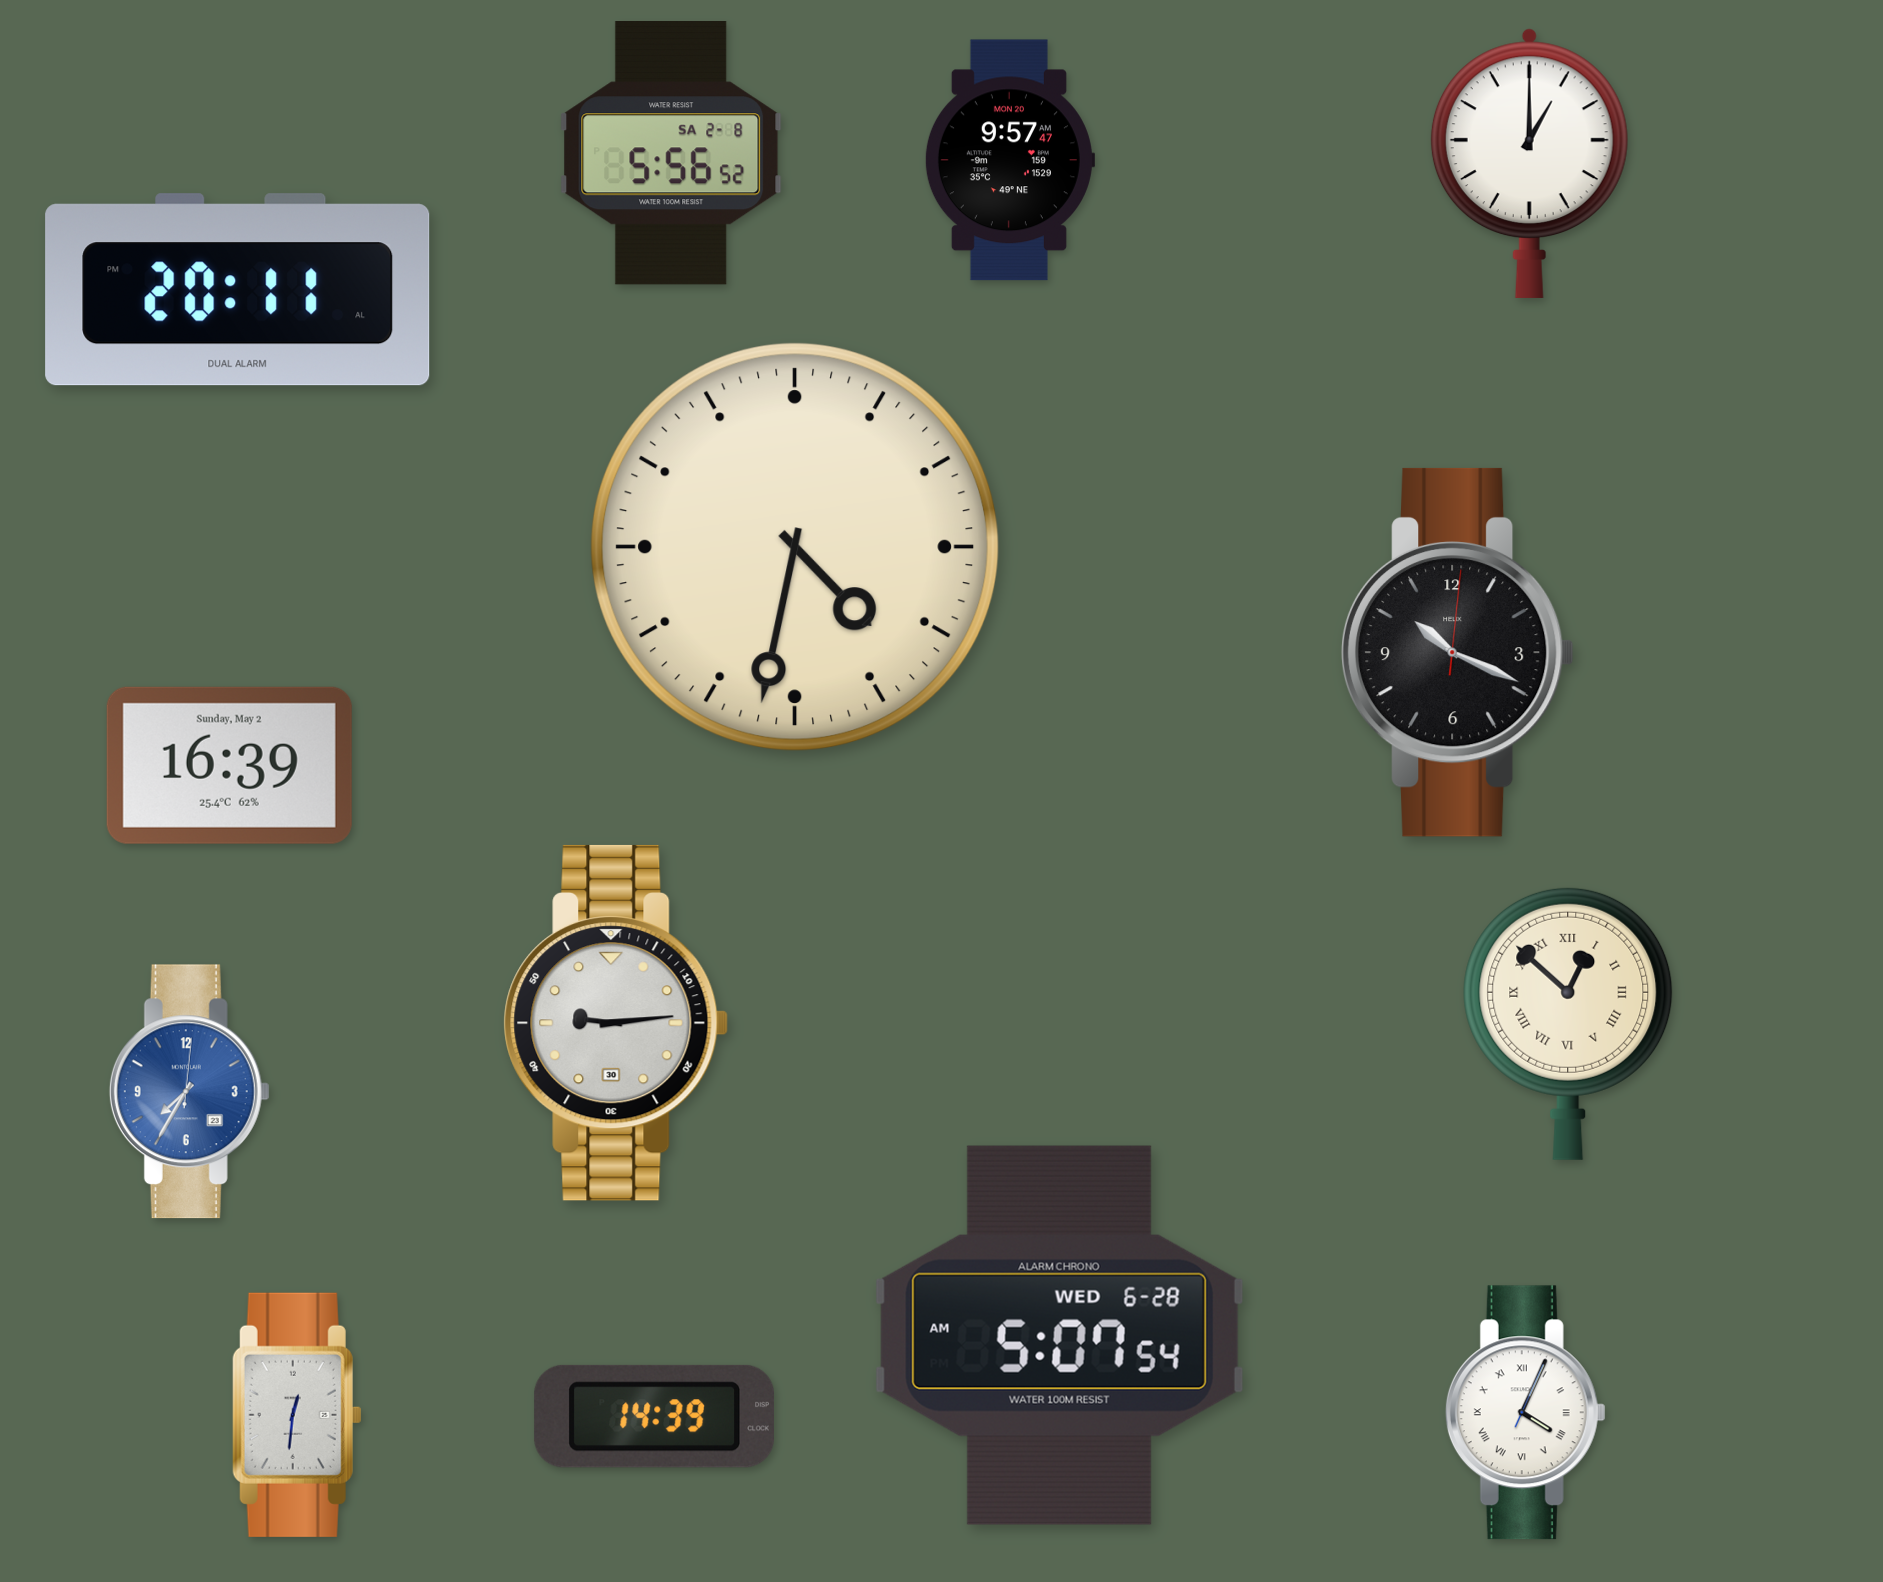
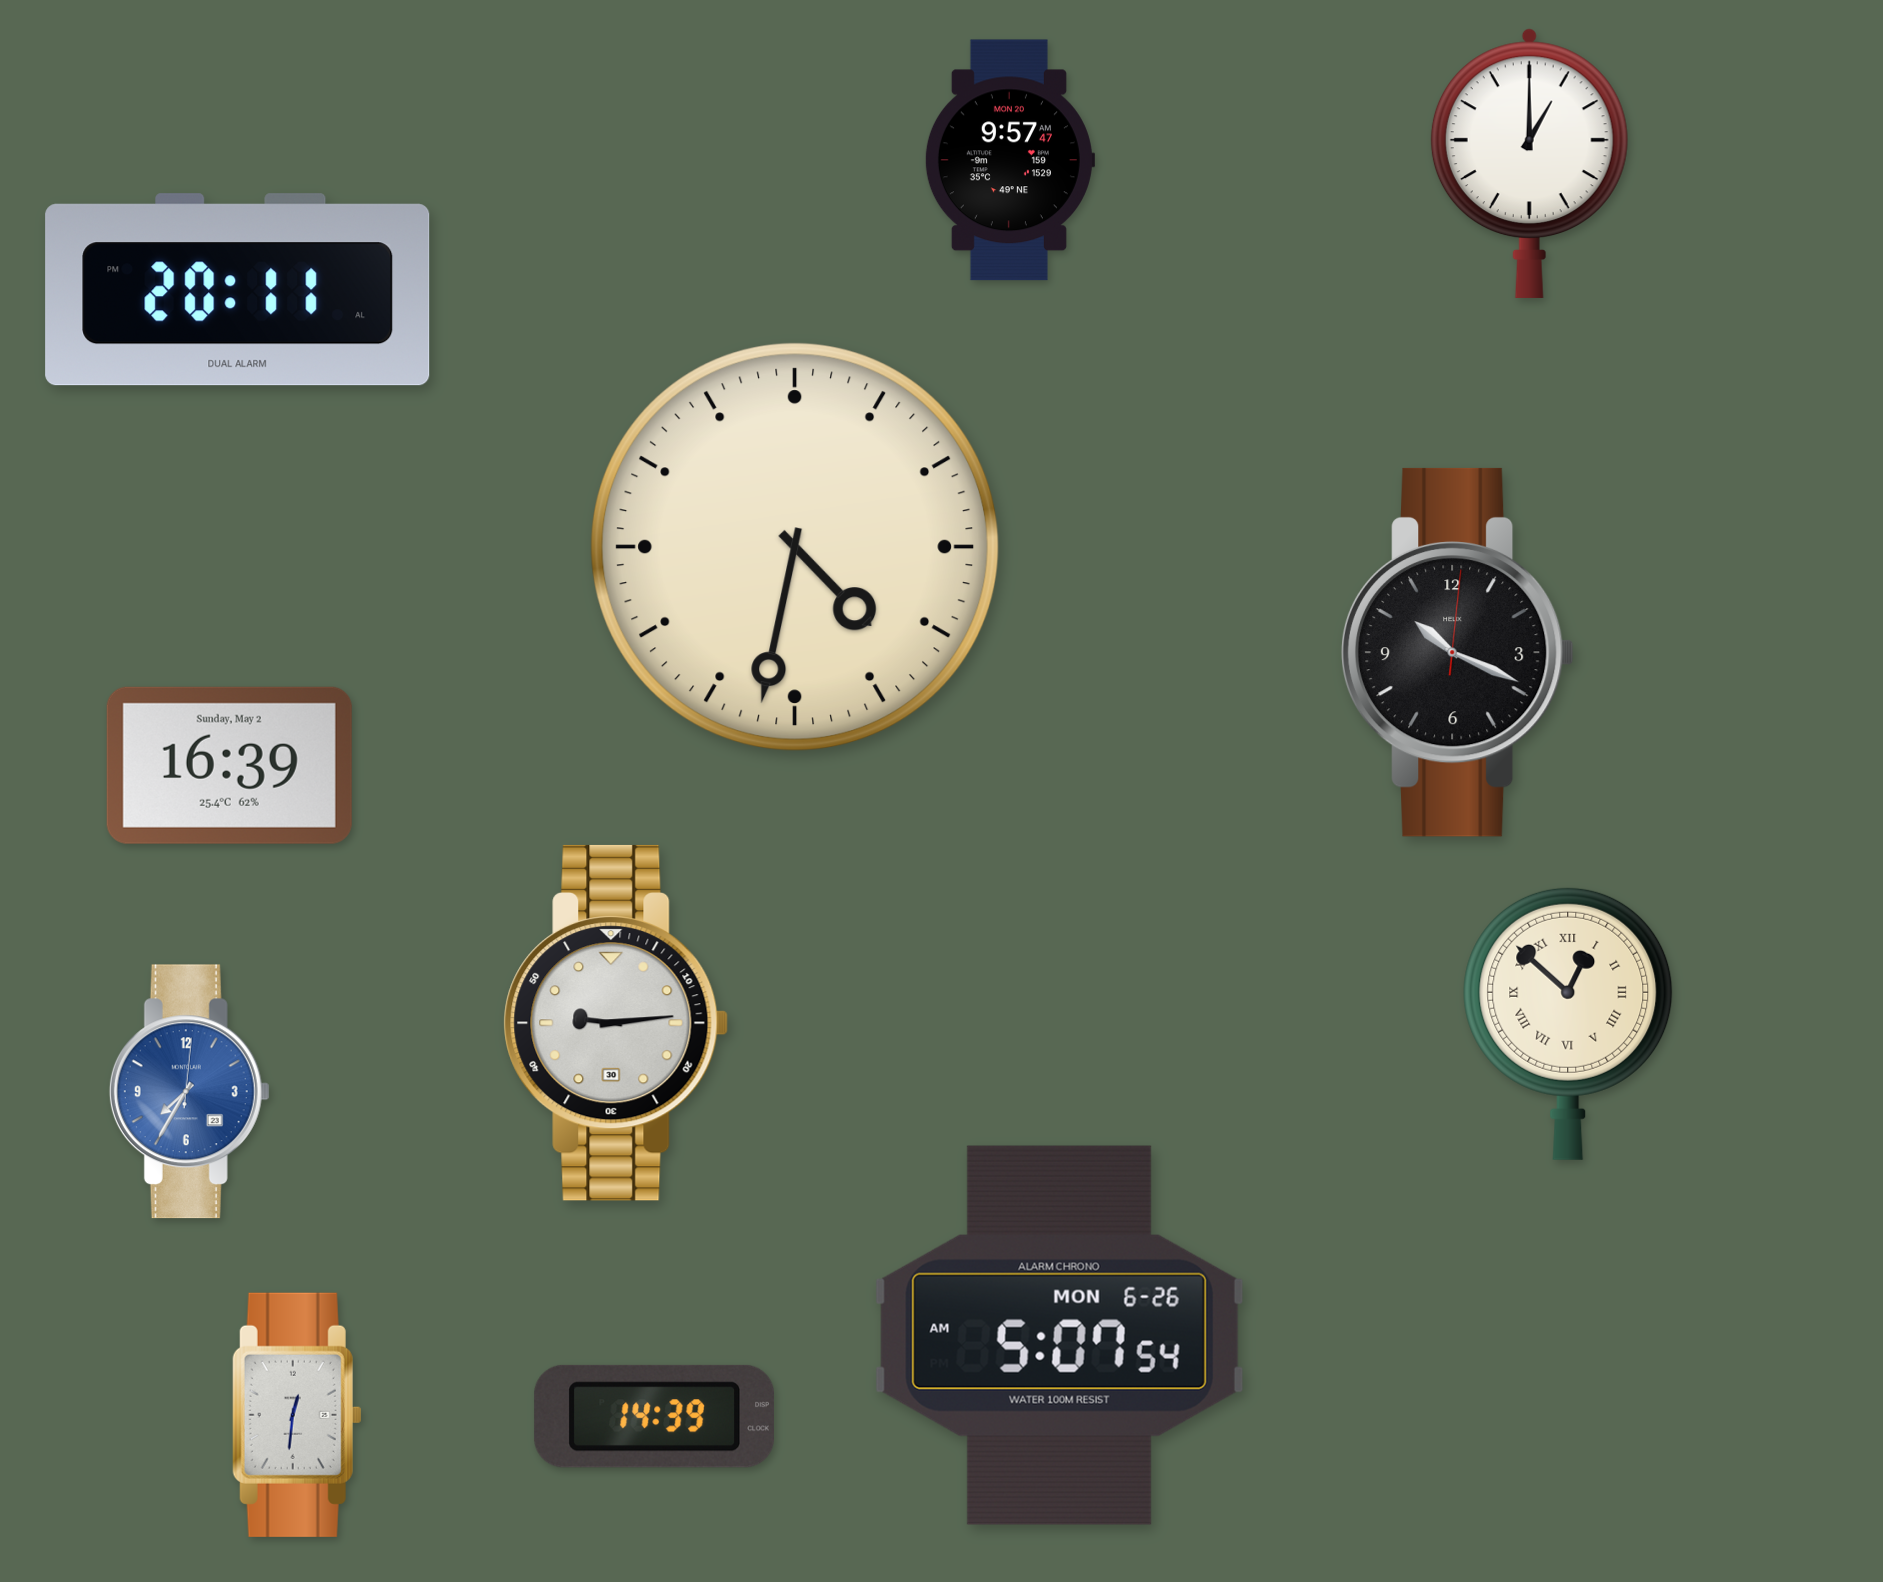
clock at (671, 153): 5:56 -> none
clock at (1059, 1335) date: WED 6-28 -> MON 6-26
clock at (1525, 1413): 4:04 -> none
